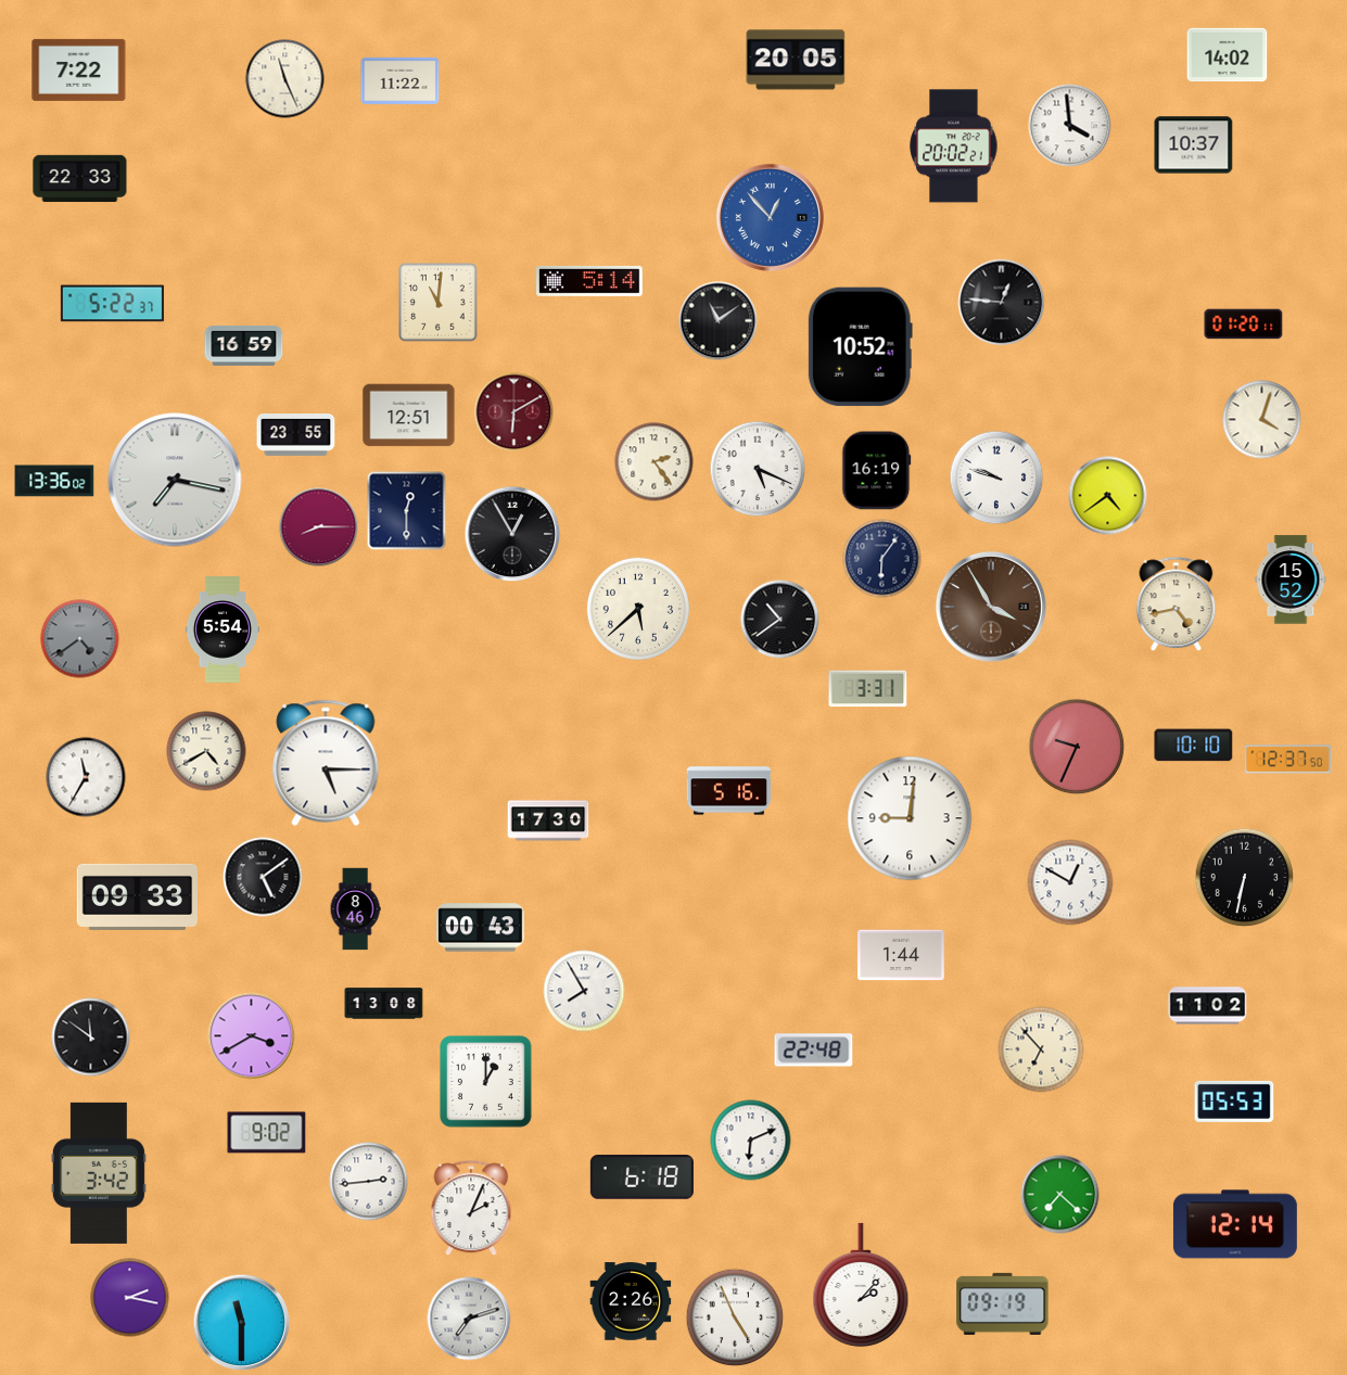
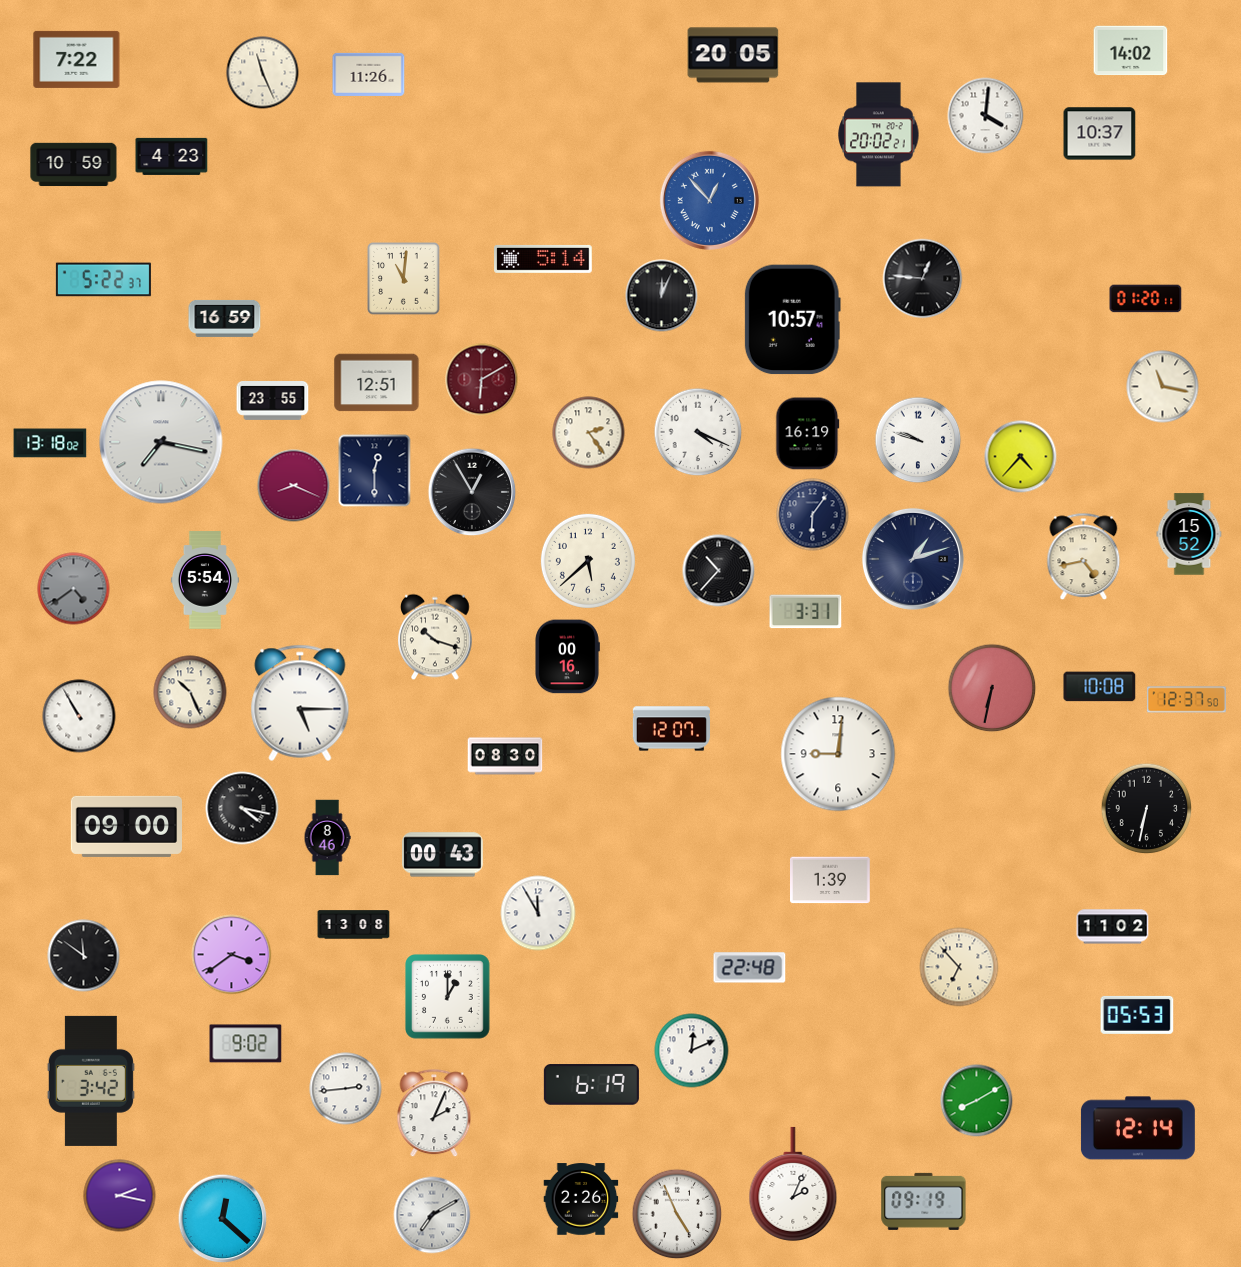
clock at (79, 69) position: (79, 69) -> (77, 59)
clock at (401, 80): 11:22 -> 11:26
clock at (1070, 126): 3:59 -> 4:01
clock at (172, 156): none -> 4:23
clock at (80, 179): 22:33 -> 10:59
clock at (719, 321): 11:09 -> 12:04
clock at (860, 347): 10:52 -> 10:57
clock at (514, 412) position: (514, 412) -> (482, 380)
clock at (1262, 420): 4:03 -> 11:17
clock at (655, 462) position: (655, 462) -> (589, 433)
clock at (758, 469): 5:19 -> 4:19
clock at (54, 481): 13:36 -> 13:18
clock at (1108, 496): 4:39 -> 4:37
clock at (319, 527): 8:15 -> 8:19
clock at (991, 607): 3:55 -> 1:12
clock at (991, 607) dial: brown -> navy
clock at (780, 620): 10:39 -> 10:37
clock at (868, 689) position: (868, 689) -> (806, 612)
clock at (435, 637): none -> 10:18
clock at (567, 657): none -> 00:16
clock at (1194, 746): 10:10 -> 10:08
clock at (1077, 747): 9:34 -> 6:32
clock at (206, 751): 4:40 -> 10:26
clock at (86, 777): 11:35 -> 10:55
clock at (728, 791): 5:16 -> 12:07
clock at (548, 820): 17:30 -> 08:30
clock at (263, 877): 5:09 -> 4:17
clock at (1070, 882): 12:50 -> none
clock at (137, 896): 09:33 -> 09:00
clock at (902, 955): 1:44 -> 1:39
clock at (584, 991): 7:55 -> 11:55
clock at (252, 1036): 3:40 -> 3:39
clock at (751, 1141): 6:11 -> 12:11
clock at (641, 1177): 6:18 -> 6:19
clock at (369, 1182) position: (369, 1182) -> (346, 1089)
clock at (1060, 1195): 7:22 -> 8:10
clock at (861, 1285): 2:07 -> 2:04
clock at (469, 1319): 7:12 -> 7:10
clock at (242, 1323): 11:30 -> 12:22
